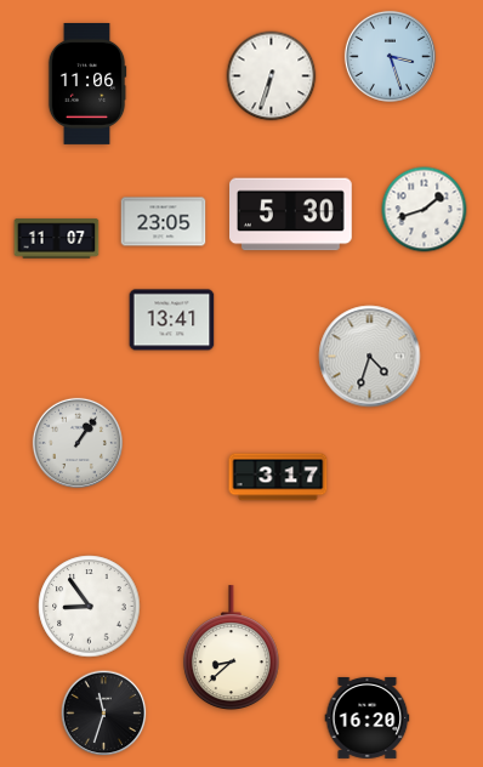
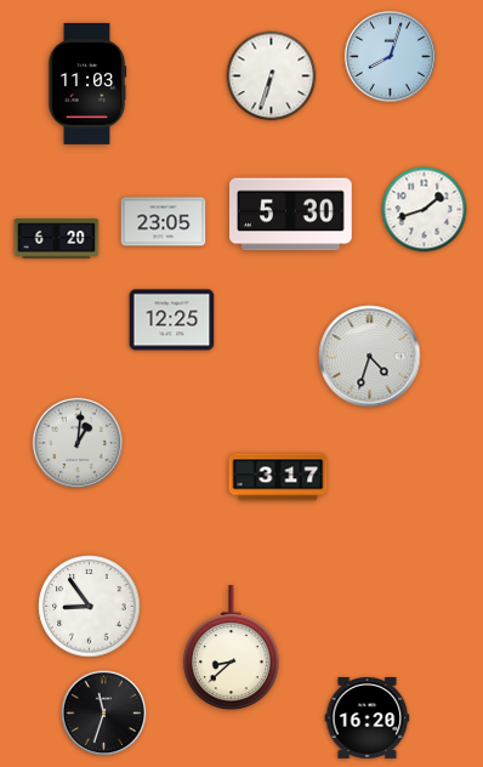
clock at (390, 56): 3:27 -> 8:03
clock at (87, 84): 11:06 -> 11:03
clock at (57, 239): 11:07 -> 6:20
clock at (172, 320): 13:41 -> 12:25
clock at (78, 443): 1:06 -> 1:01
